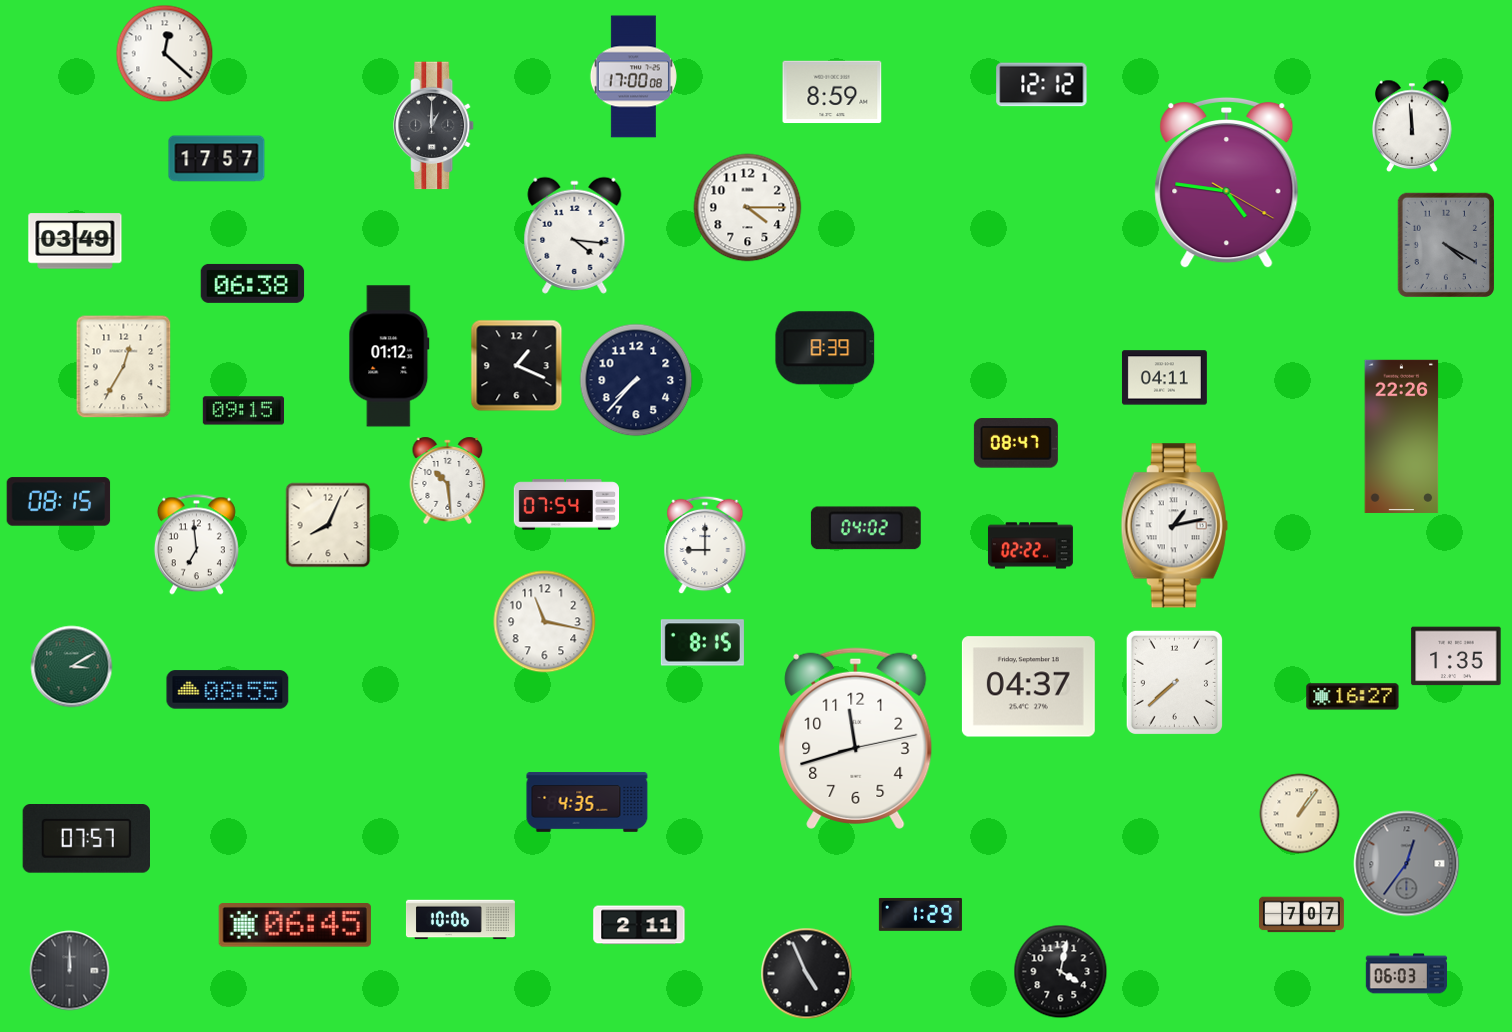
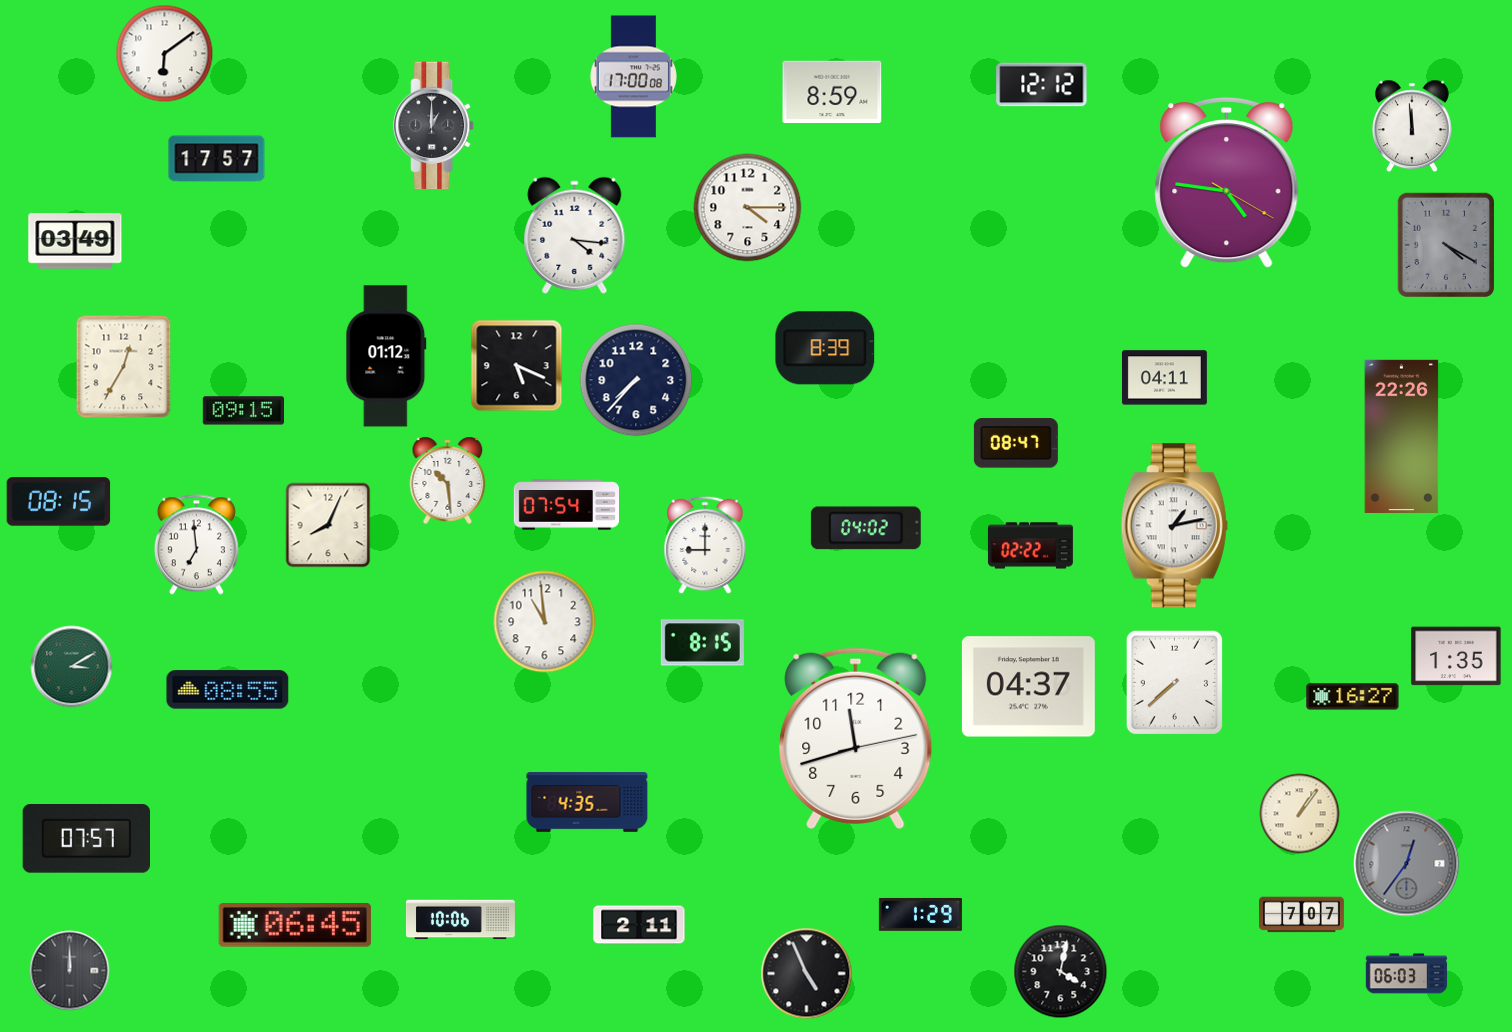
clock at (165, 54): 12:22 -> 6:09
clock at (253, 283): 06:38 -> none
clock at (389, 356) position: (389, 356) -> (386, 356)
clock at (517, 366): 1:19 -> 5:19
clock at (545, 622): 11:17 -> 10:59
